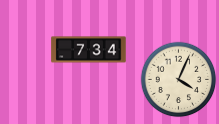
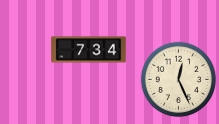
clock at (179, 80): 4:04 -> 12:26
